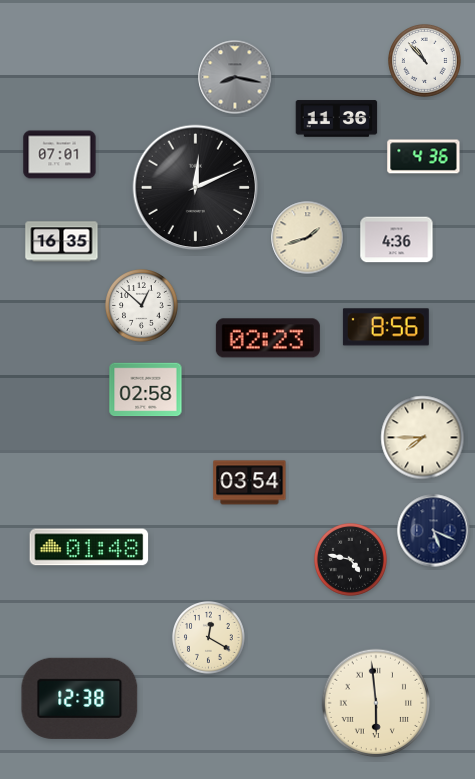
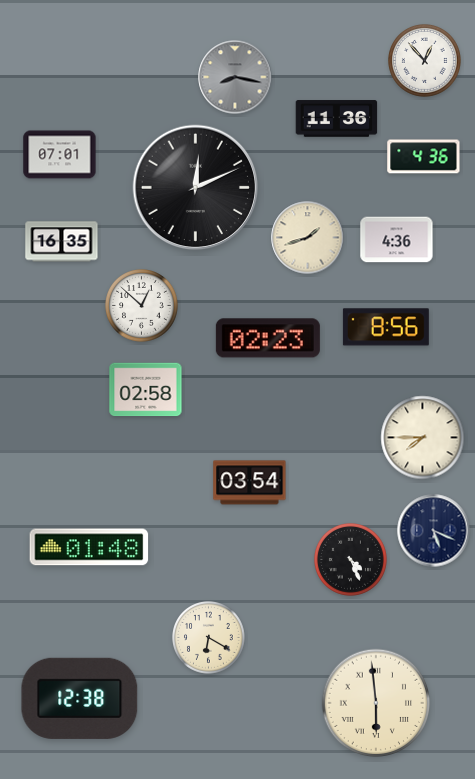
clock at (425, 61): 10:53 -> 12:53
clock at (351, 560): 4:47 -> 4:26
clock at (209, 638): 12:20 -> 6:20
